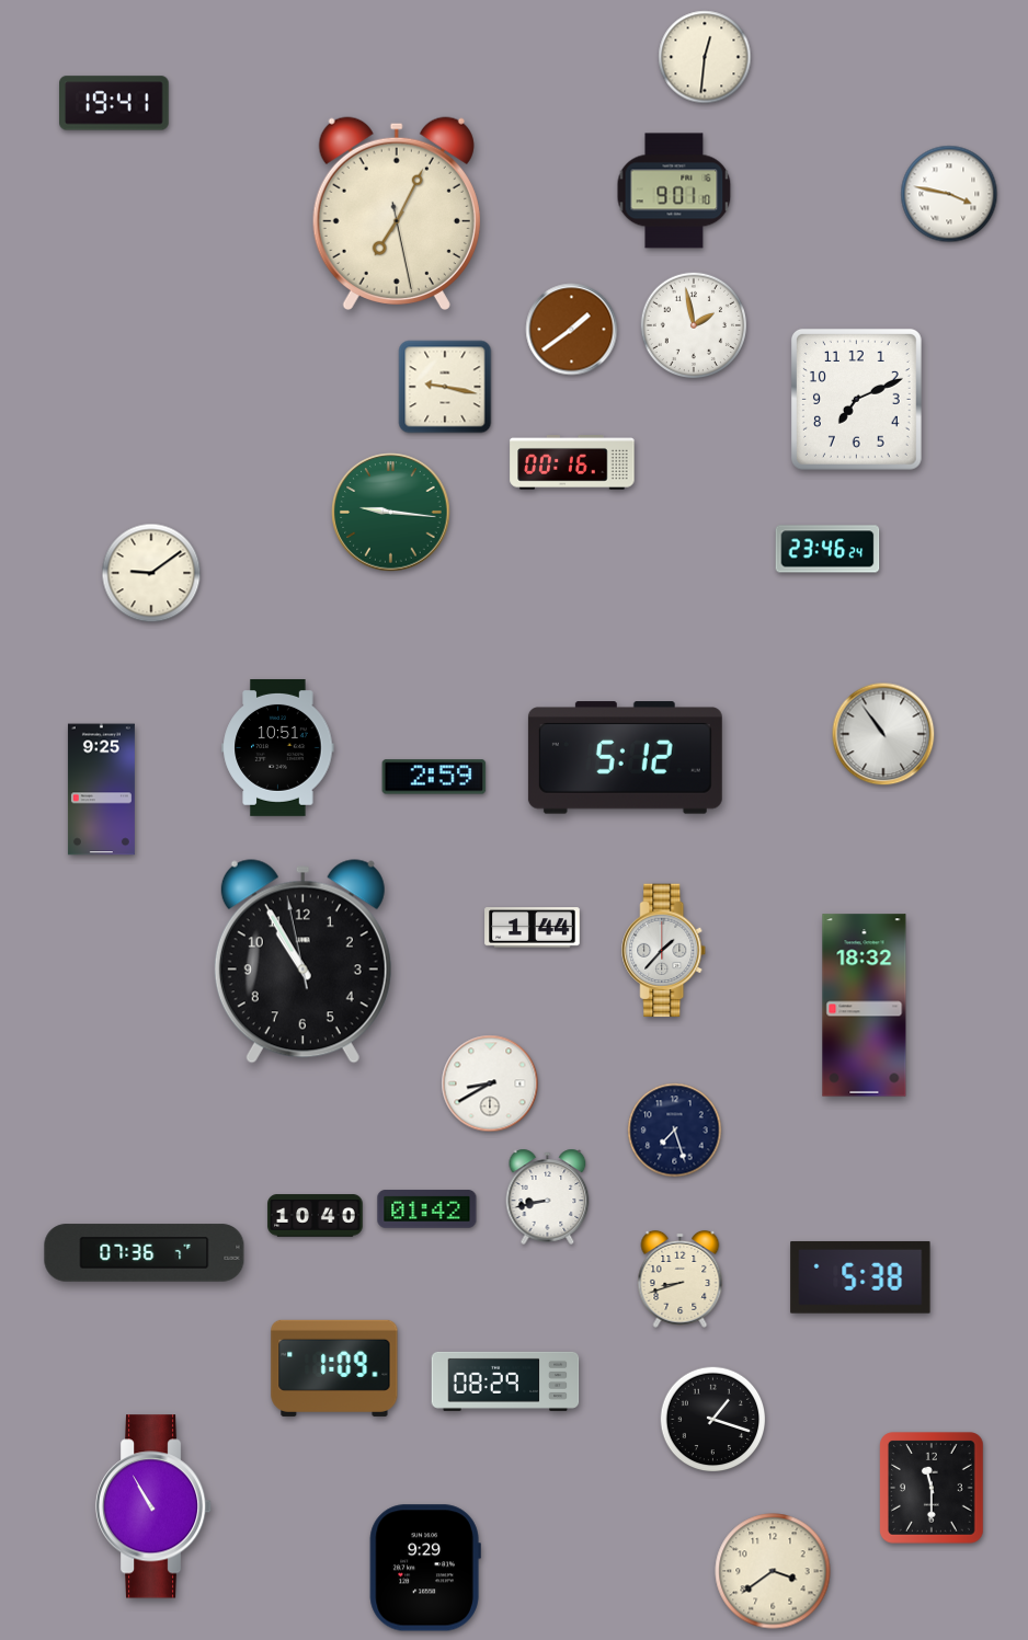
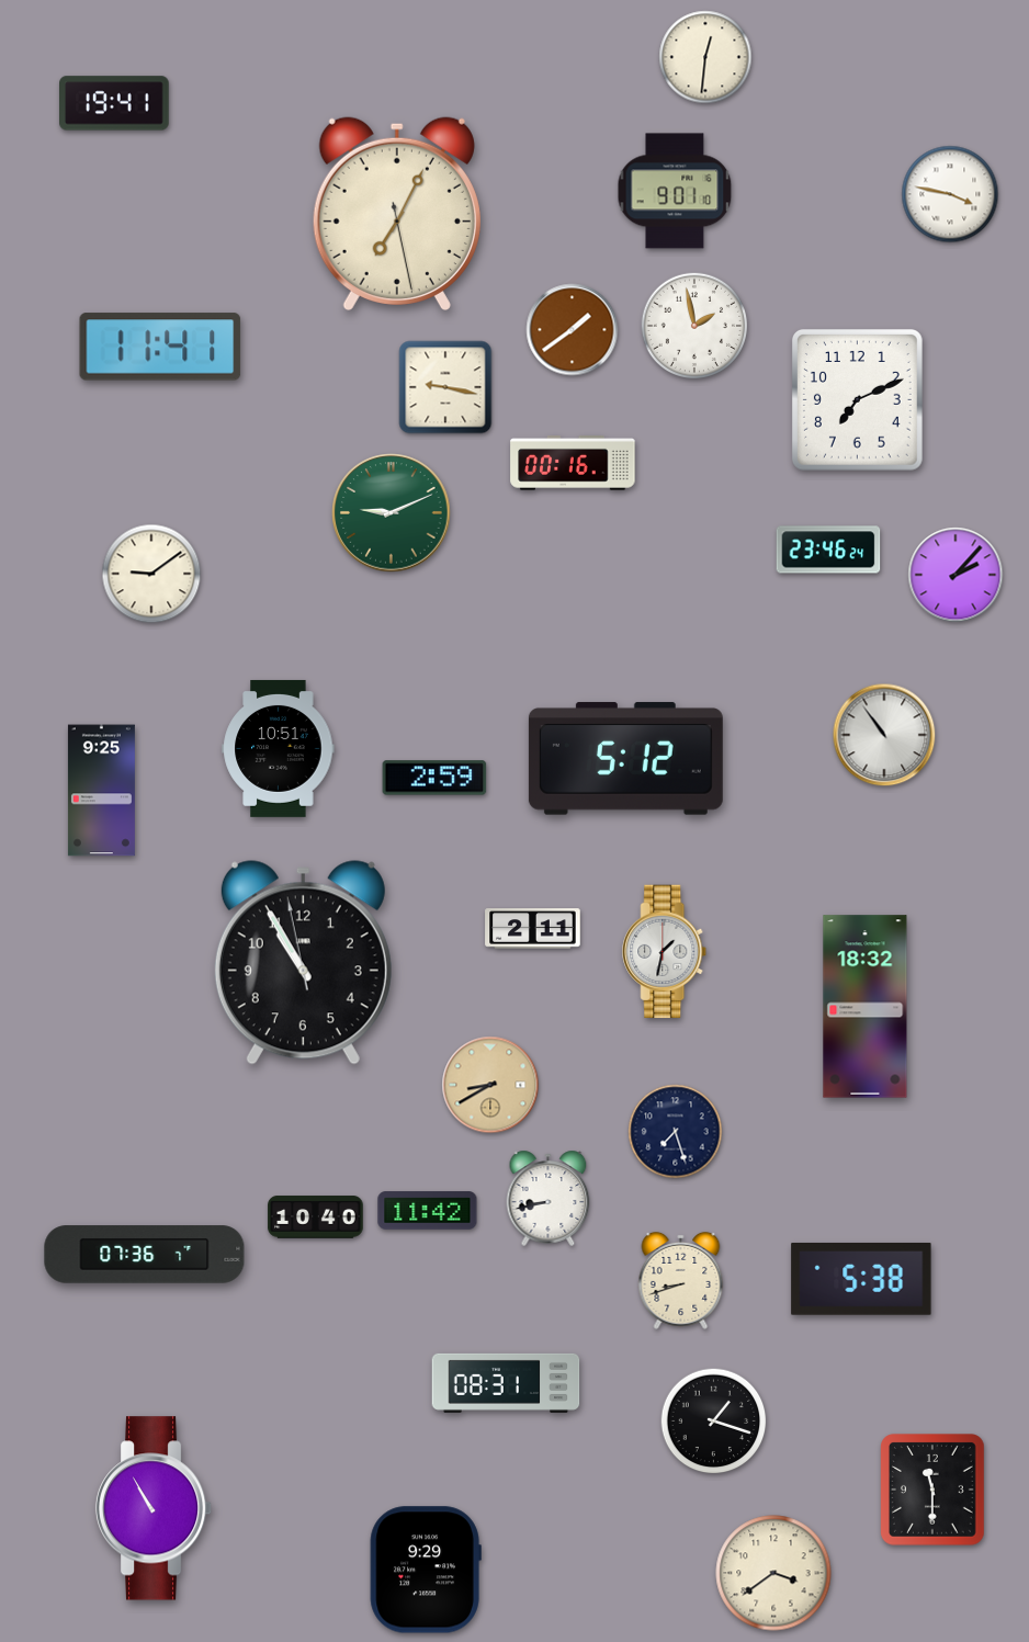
clock at (160, 347): none -> 11:41
clock at (391, 513): 9:16 -> 9:11
clock at (955, 575): none -> 2:07
clock at (533, 928): 1:44 -> 2:11
clock at (664, 951): 1:37 -> 1:32
clock at (490, 1083) dial: white -> champagne
clock at (427, 1209): 01:42 -> 11:42
clock at (334, 1368): 1:09 -> none
clock at (505, 1381): 08:29 -> 08:31
